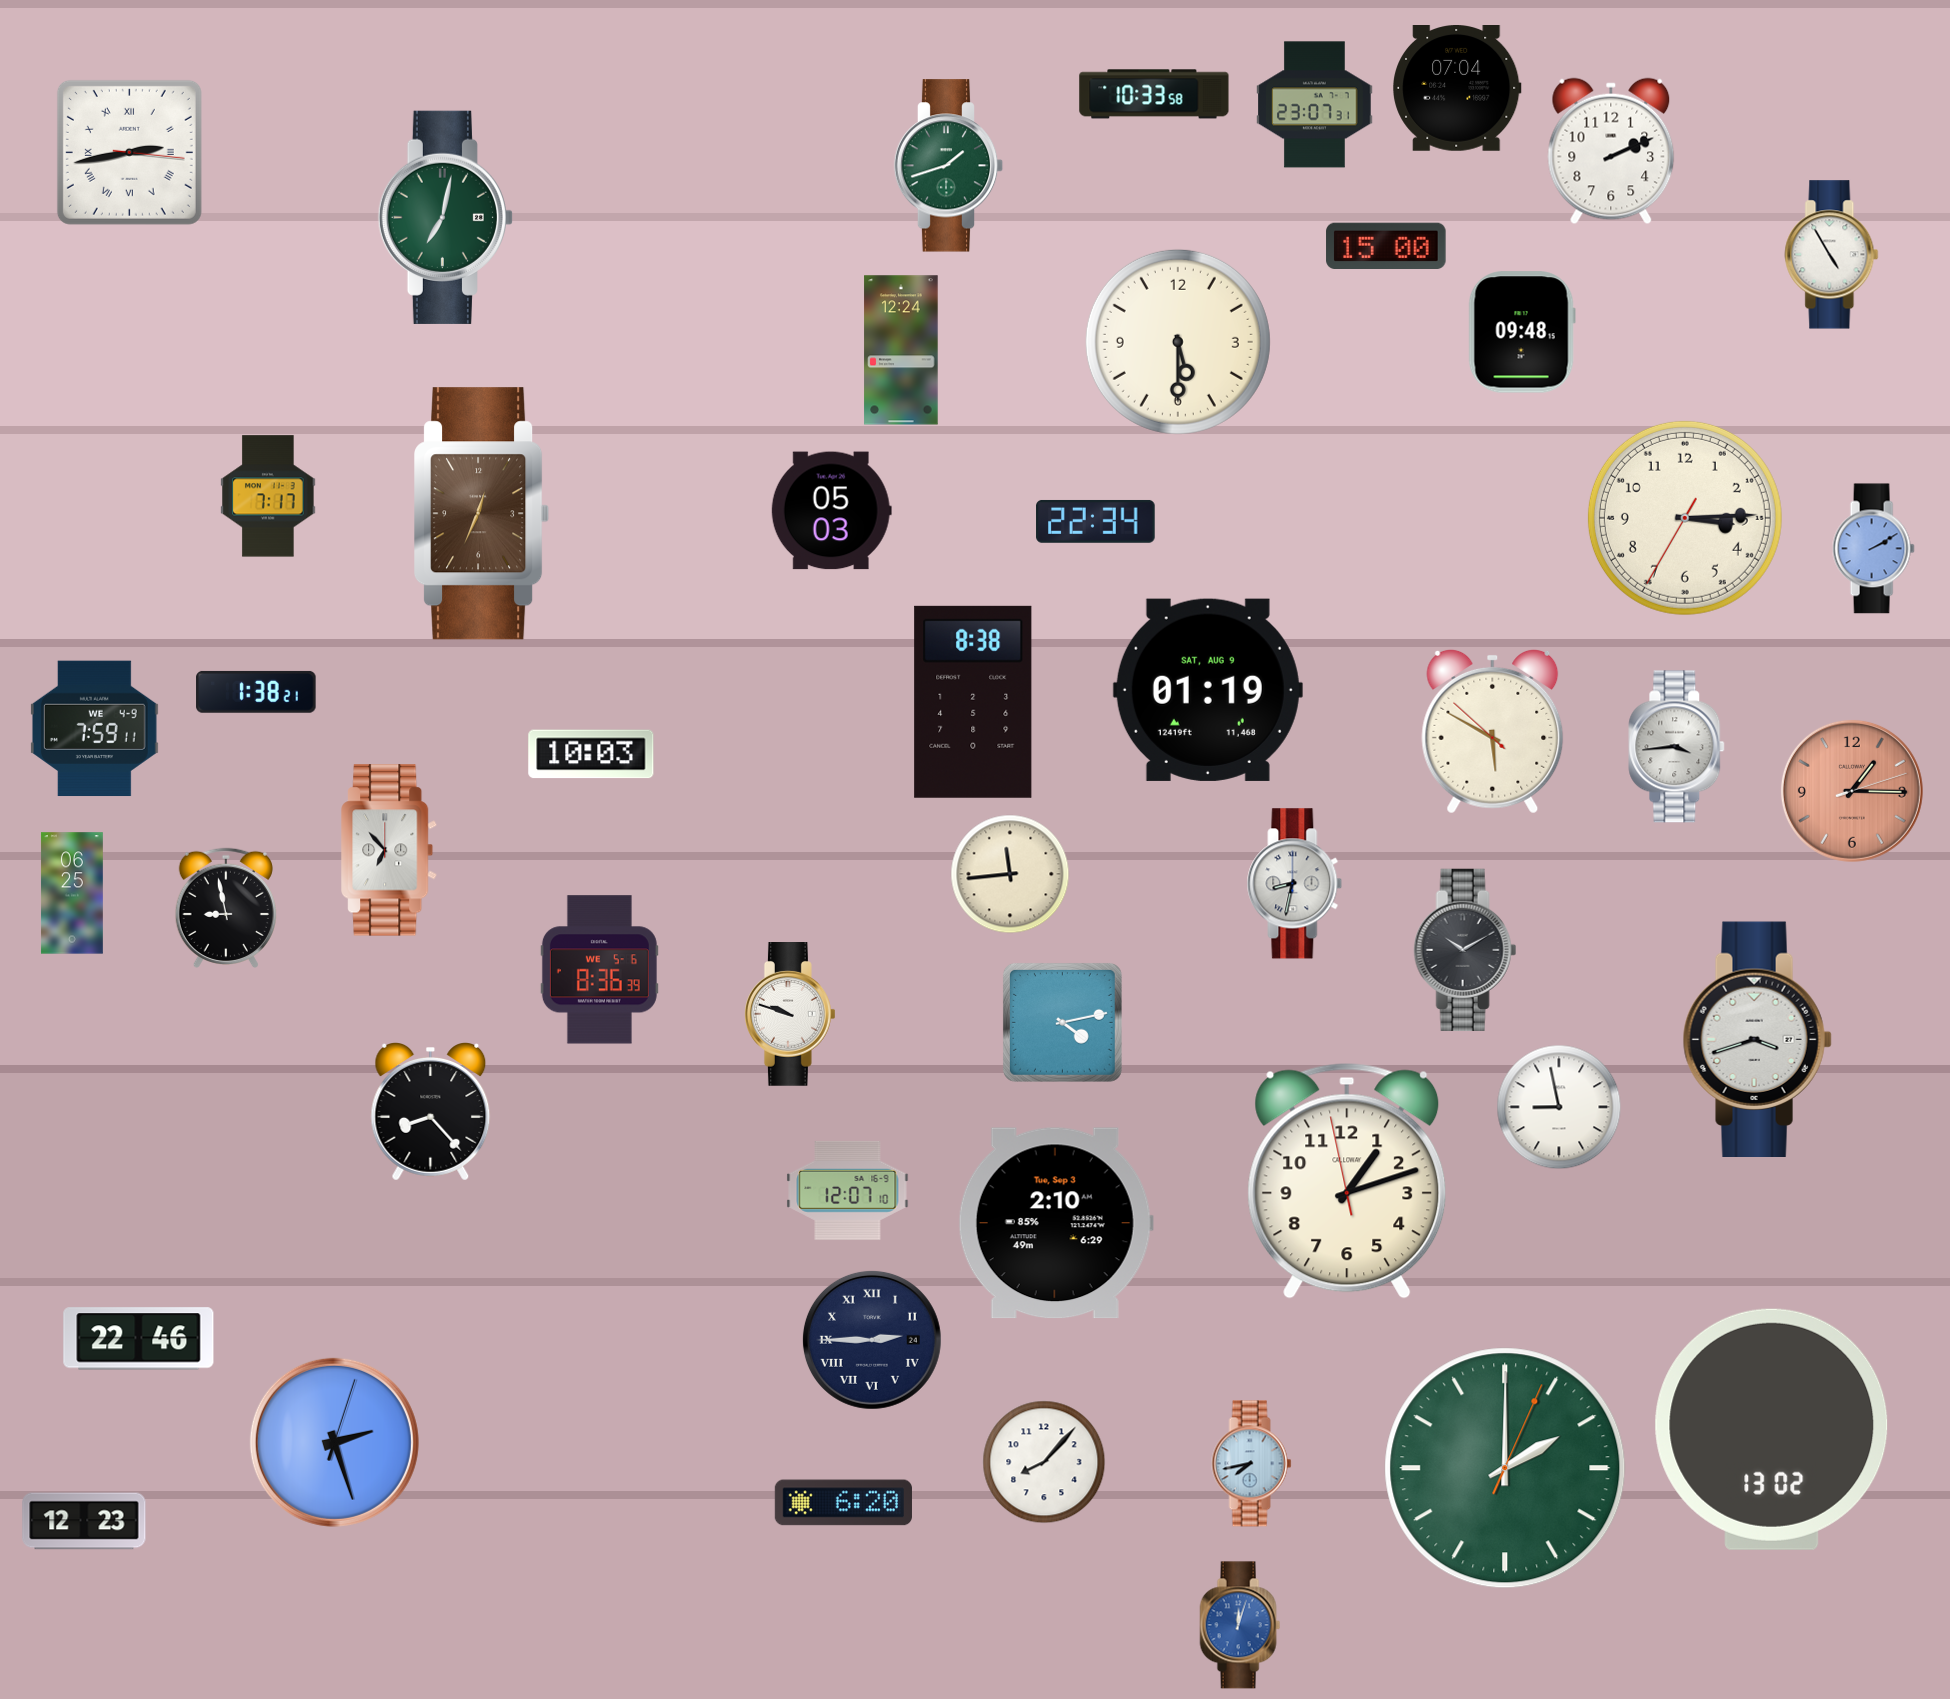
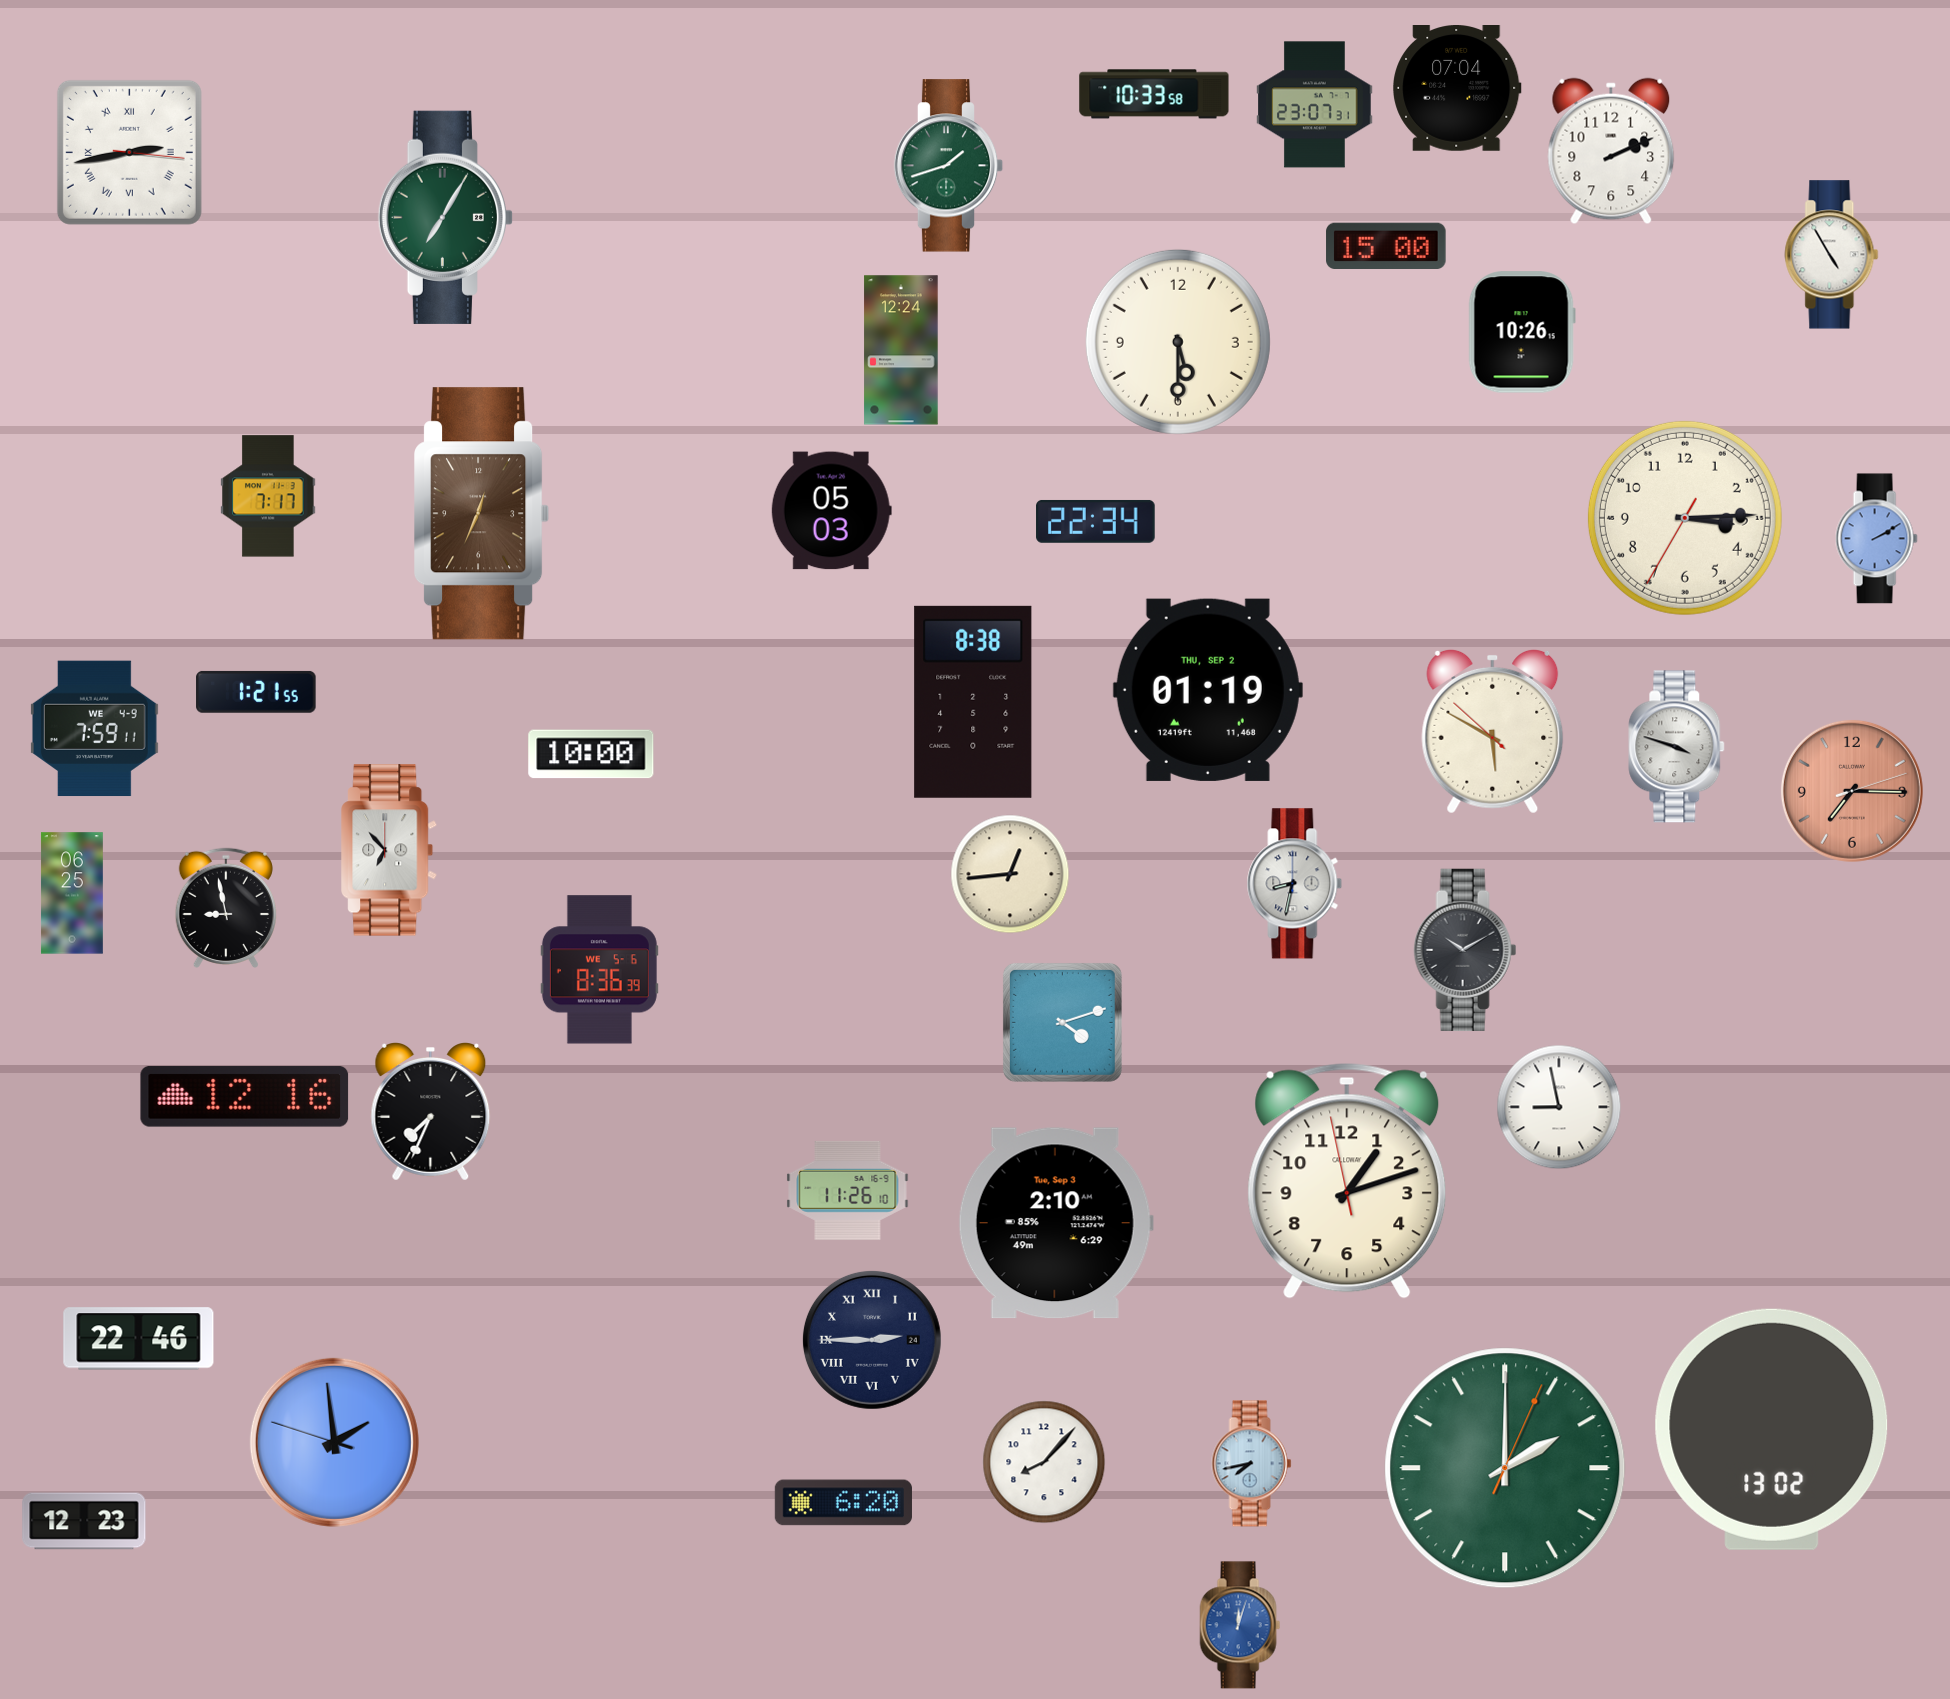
clock at (445, 217): 7:02 -> 7:05
clock at (1522, 332): 09:48 -> 10:26
clock at (1873, 549) position: (1873, 549) -> (1876, 539)
clock at (1208, 690) date: SAT, AUG 9 -> THU, SEP 2
clock at (256, 692): 1:38 -> 1:21
clock at (1677, 747): 3:44 -> 3:48
clock at (591, 754): 10:03 -> 10:00
clock at (1852, 791): 1:15 -> 7:15
clock at (1010, 874): 11:44 -> 12:44
clock at (791, 1014): 9:48 -> none
clock at (1062, 1022): 4:13 -> 4:12
clock at (1757, 1039): 3:42 -> none
clock at (245, 1097): none -> 12:16
clock at (431, 1112): 8:23 -> 7:34
clock at (848, 1190): 12:07 -> 11:26
clock at (334, 1442): 2:27 -> 1:58
